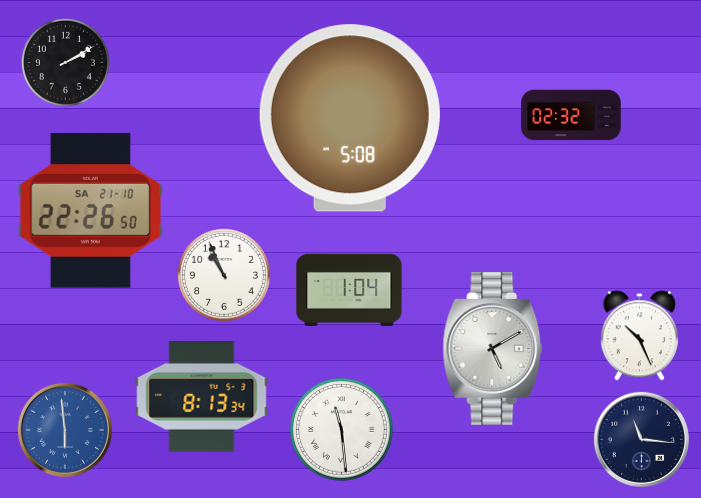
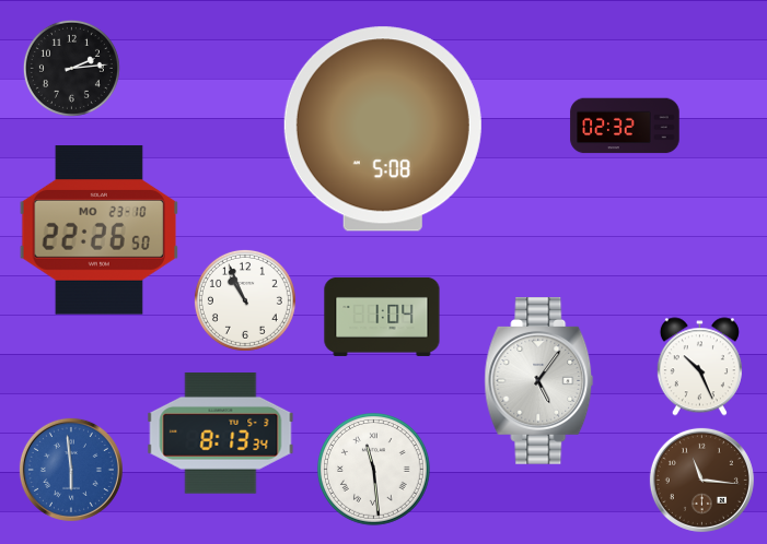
clock at (65, 62): 2:10 -> 2:14
clock at (90, 211) date: SA 21-10 -> MO 23-10
clock at (493, 349): 5:10 -> 5:06
clock at (641, 439) dial: navy -> brown
